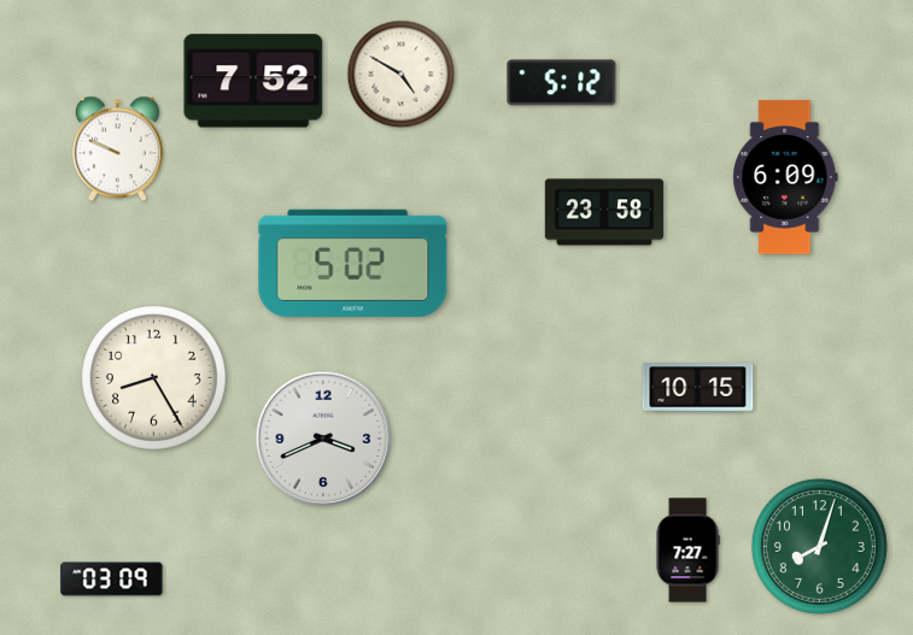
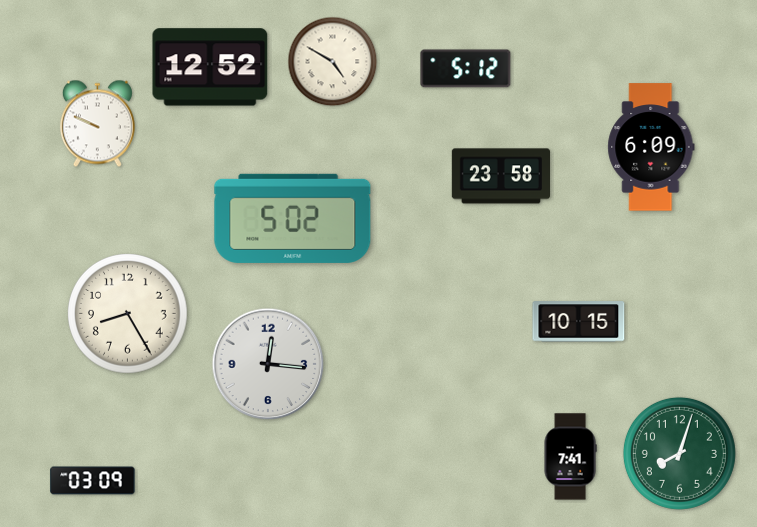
clock at (253, 81): 7:52 -> 12:52
clock at (323, 439): 3:41 -> 12:16
clock at (687, 551): 7:27 -> 7:41
